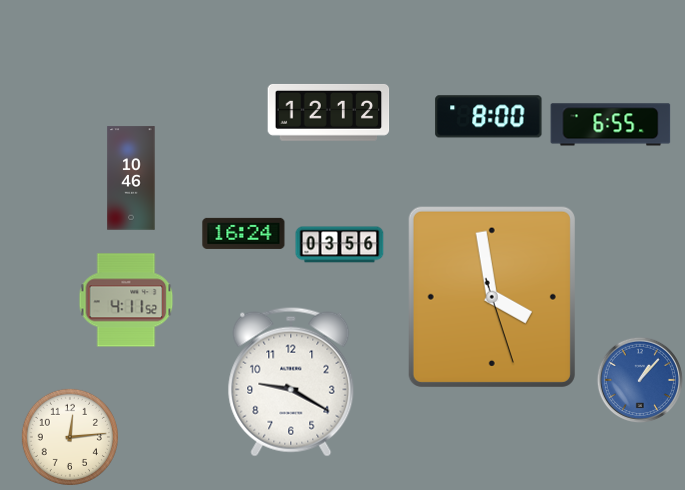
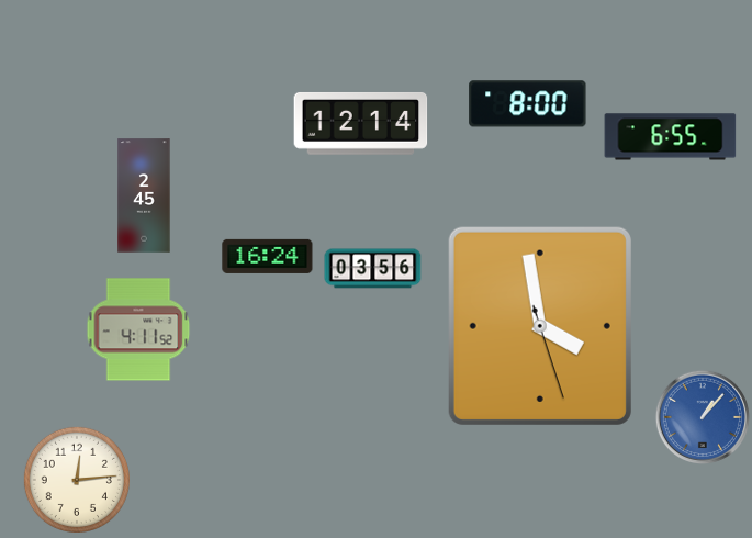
clock at (329, 112): 12:12 -> 12:14
clock at (489, 117) position: (489, 117) -> (528, 104)
clock at (131, 178): 10:46 -> 2:45
clock at (291, 382): 9:20 -> none
